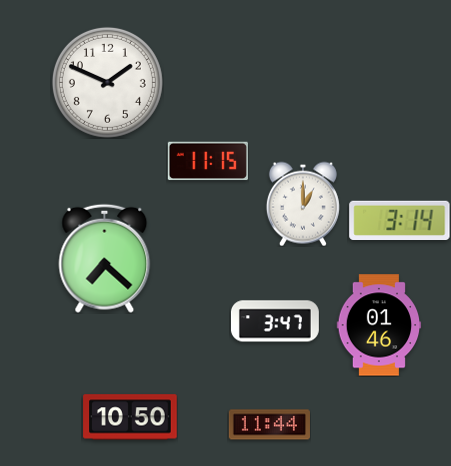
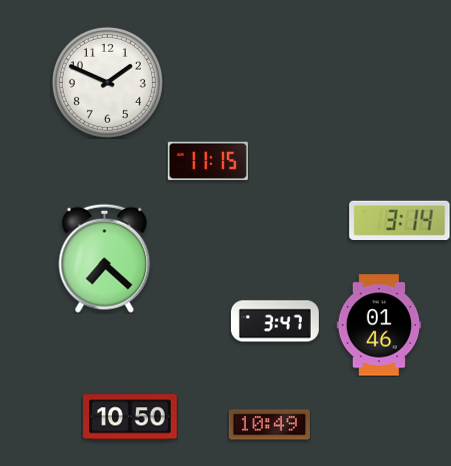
clock at (303, 204): 1:00 -> none
clock at (269, 425): 11:44 -> 10:49
